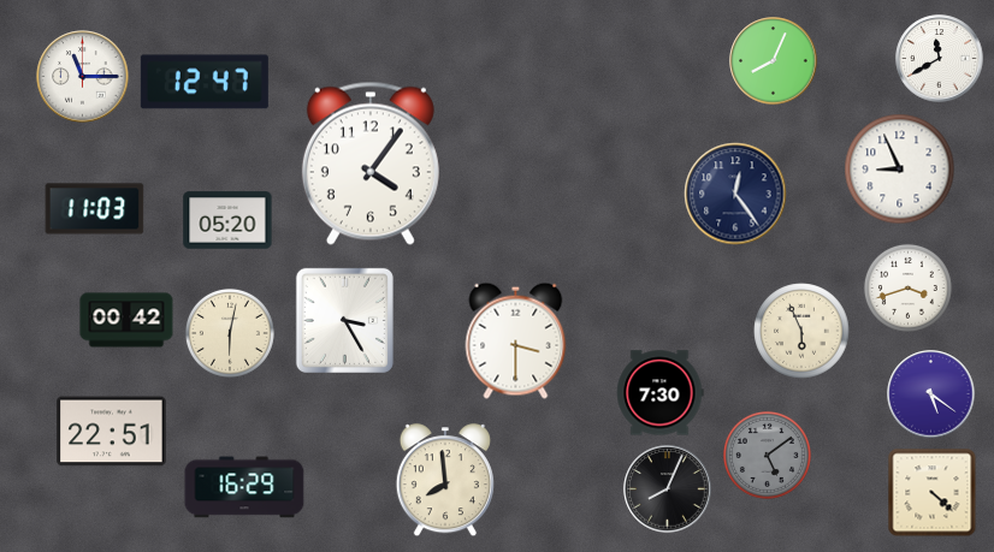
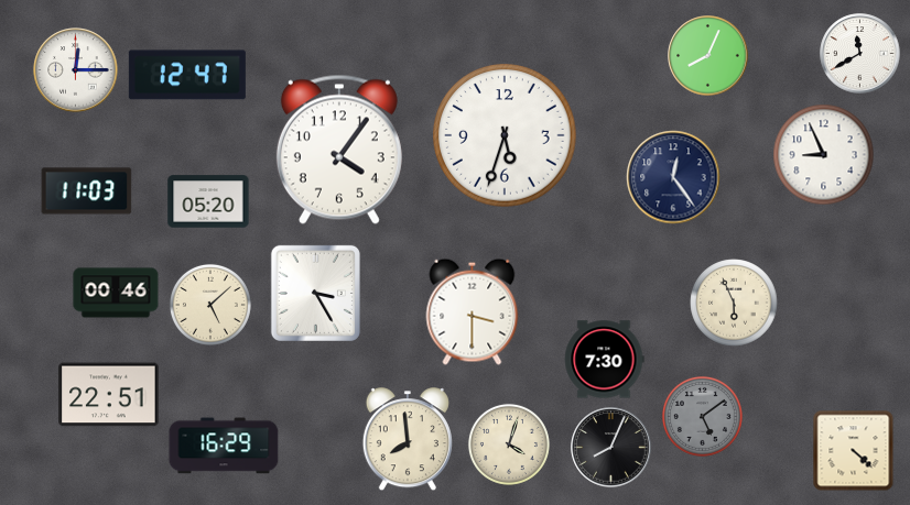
clock at (83, 77): 11:15 -> 12:15
clock at (505, 135): none -> 5:33
clock at (907, 287): 3:42 -> none
clock at (126, 320): 00:42 -> 00:46
clock at (230, 333): 6:02 -> 5:08
clock at (931, 394): 5:21 -> none
clock at (112, 432) position: (112, 432) -> (109, 395)
clock at (509, 444): none -> 4:03
